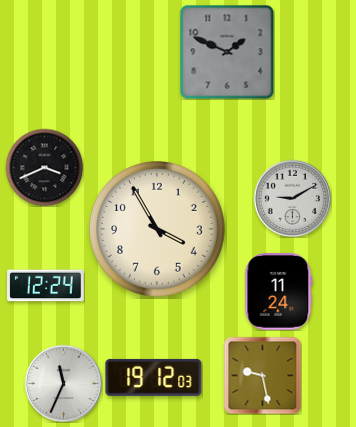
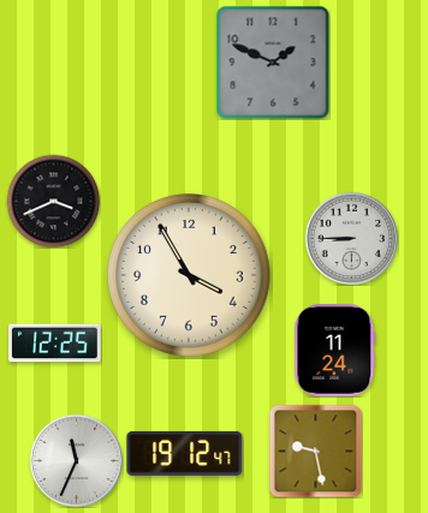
clock at (292, 198): 9:10 -> 8:45
clock at (46, 286): 12:24 -> 12:25
clock at (154, 377): 19:12:03 -> 19:12:47
